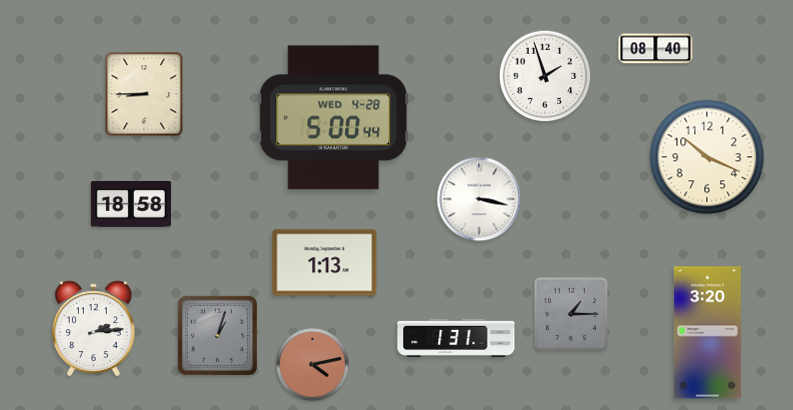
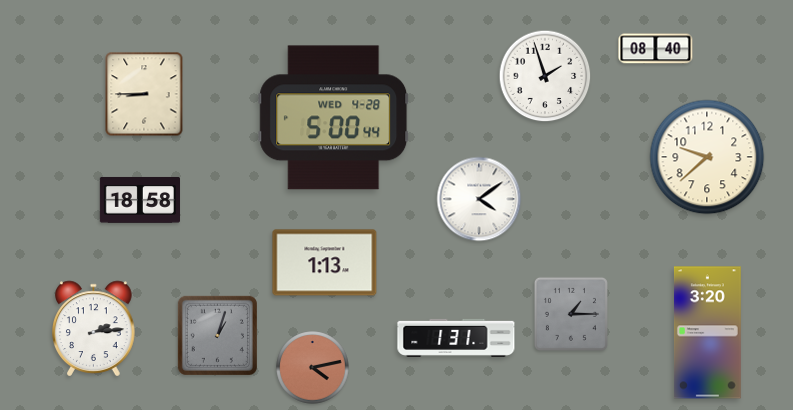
clock at (707, 157): 10:19 -> 9:38
clock at (479, 199): 3:17 -> 4:09
clock at (130, 204) position: (130, 204) -> (139, 200)
clock at (313, 365) position: (313, 365) -> (313, 368)
